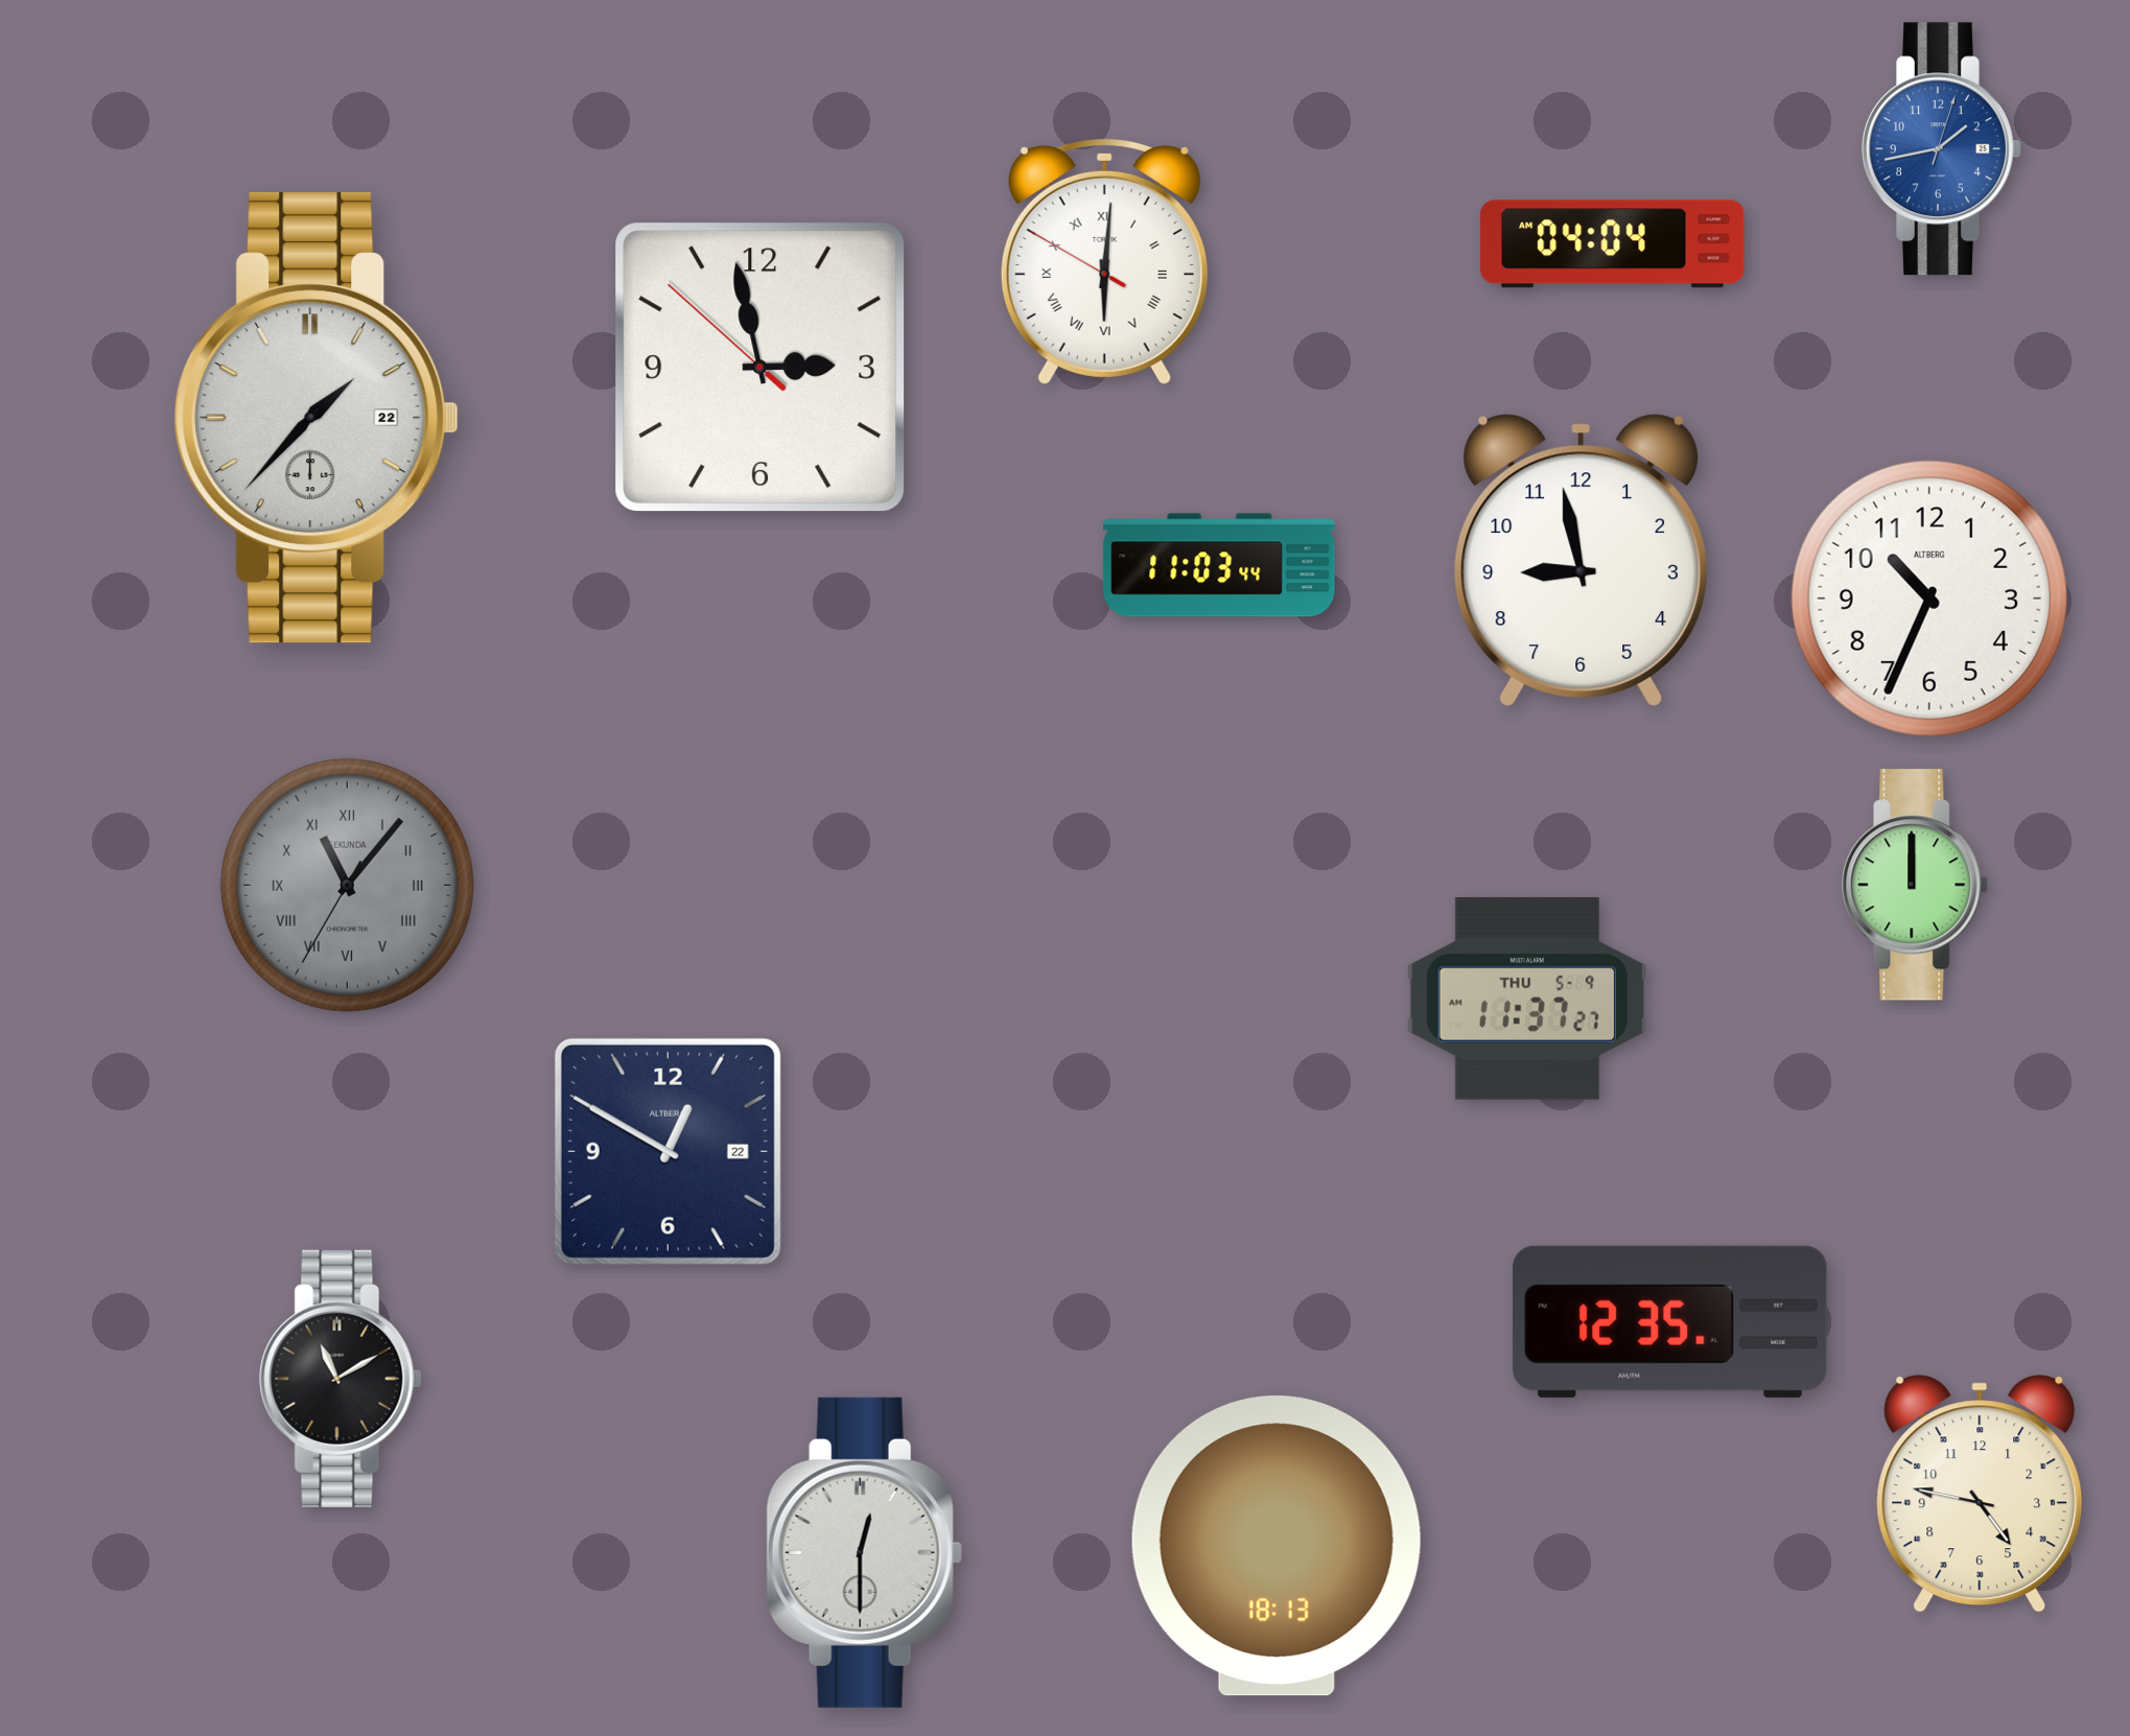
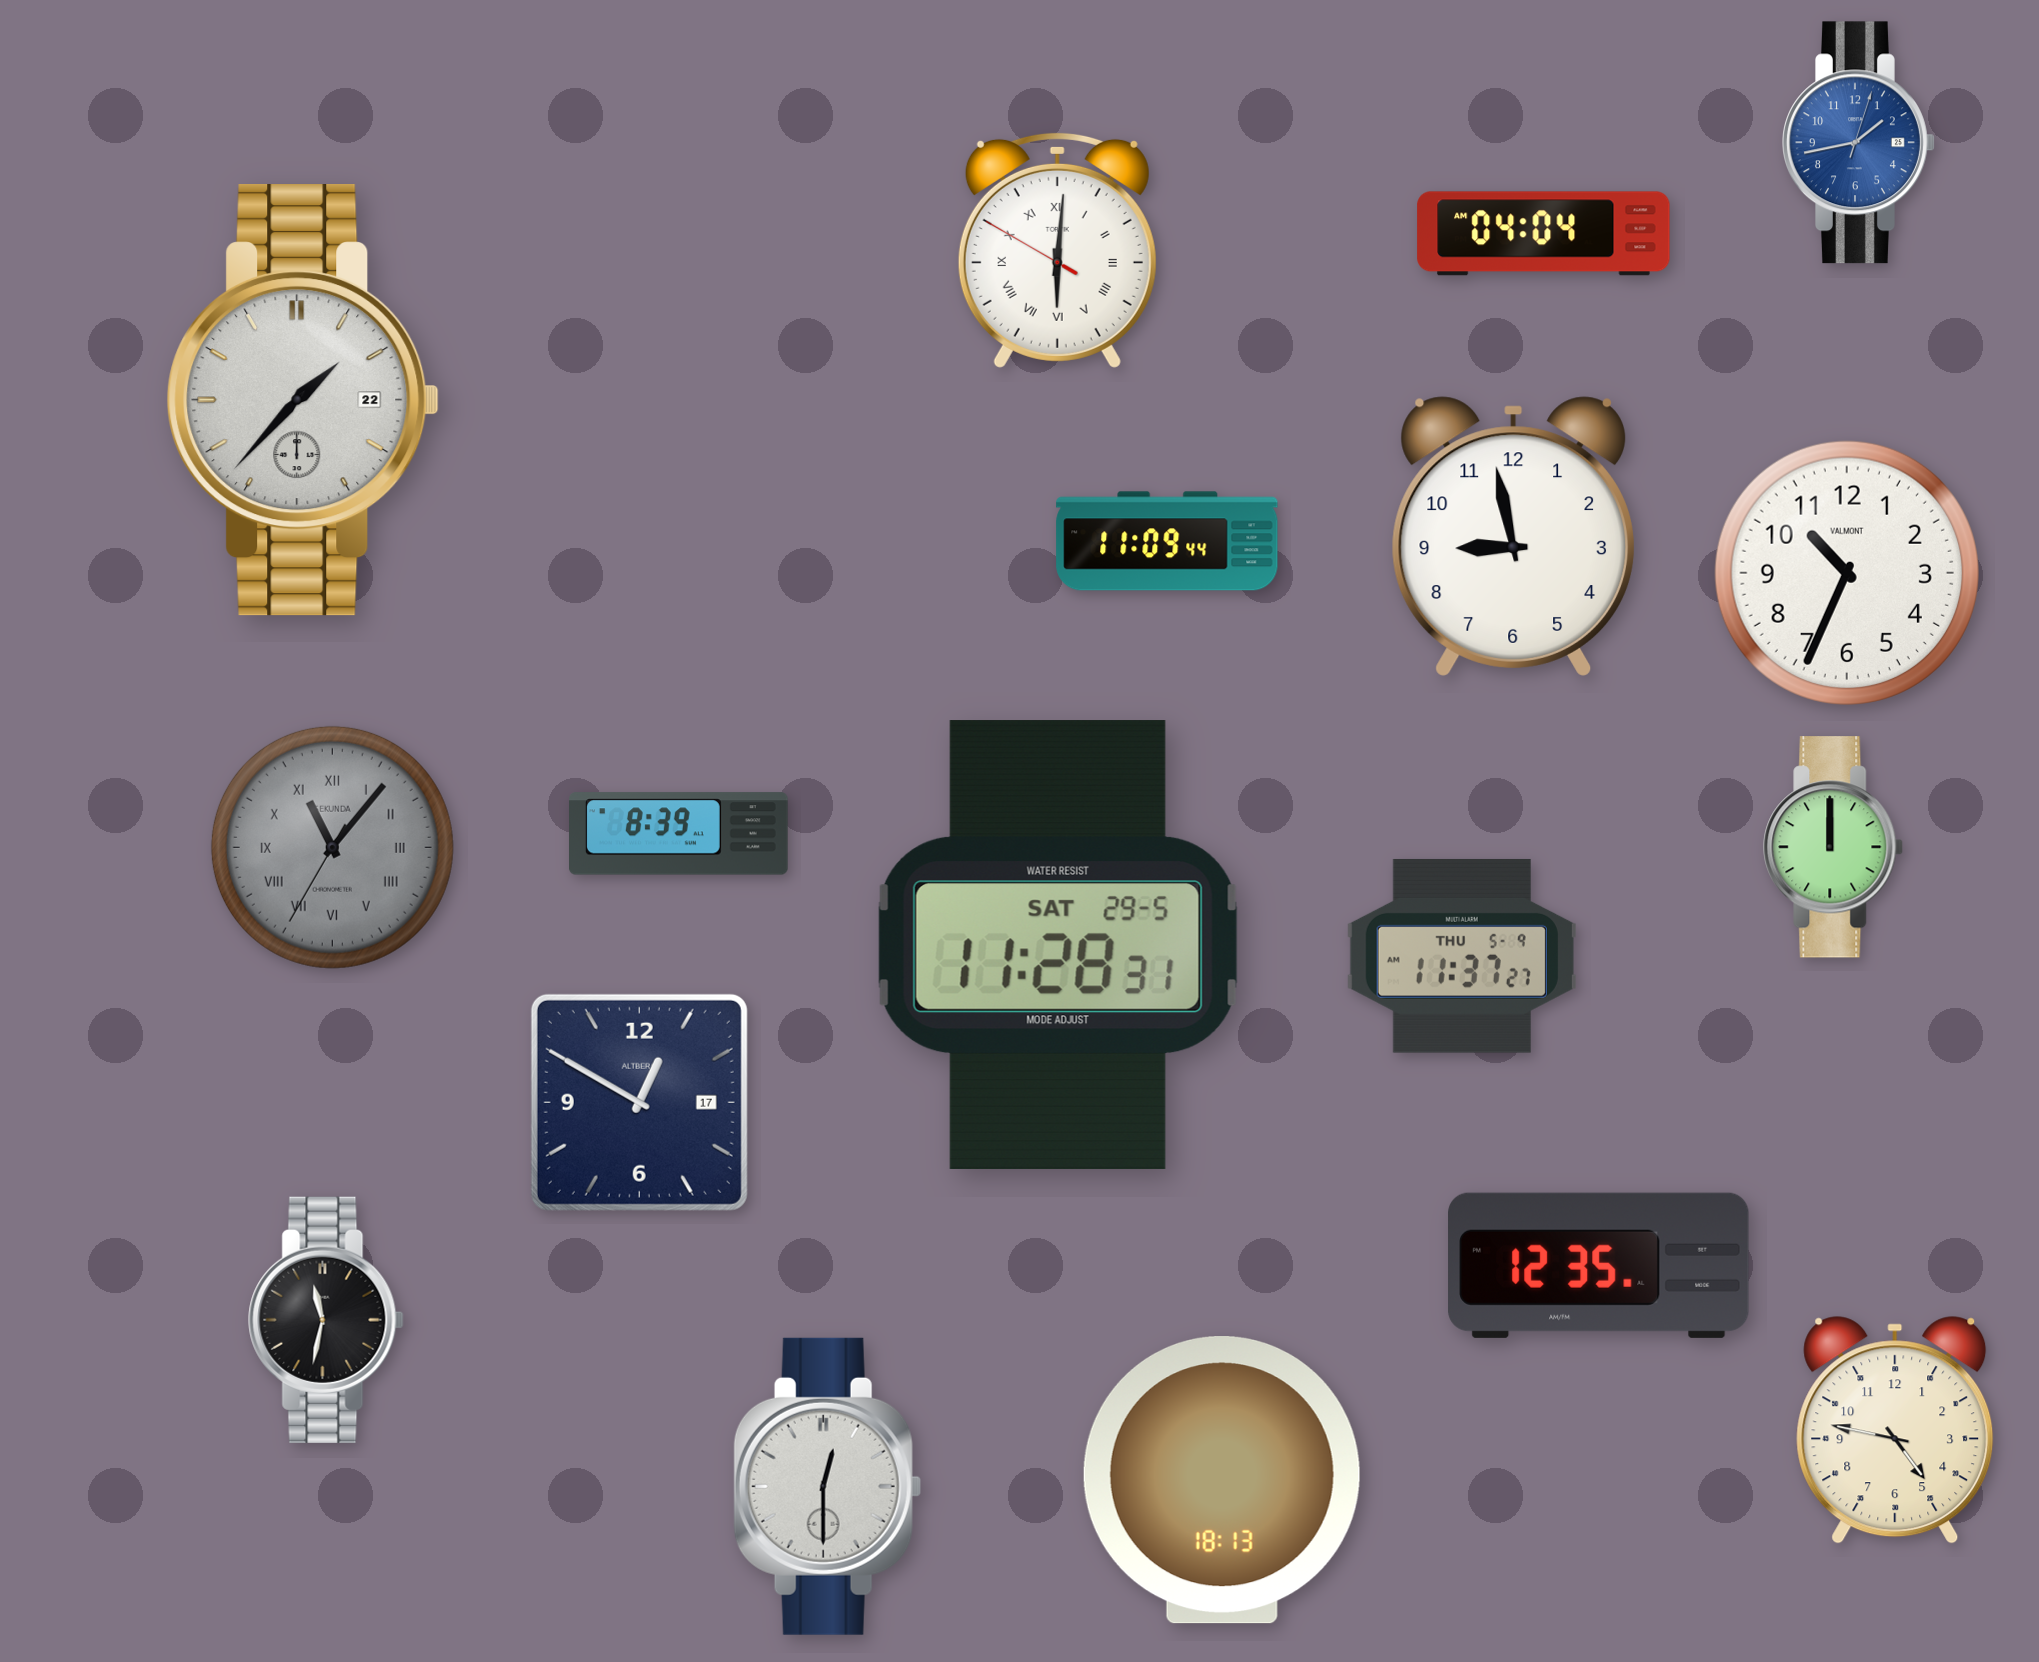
clock at (760, 368): 2:57 -> none
clock at (1219, 565): 11:03 -> 11:09
clock at (1929, 599) brand: ALTBERG -> VALMONT
clock at (679, 834): none -> 8:39
clock at (1058, 944): none -> 11:28
clock at (668, 1151) date: 22 -> 17
clock at (341, 1379): 11:10 -> 11:32
